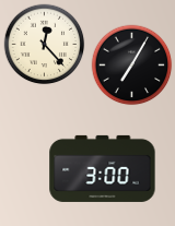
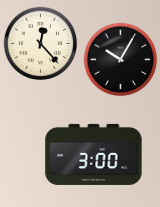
clock at (45, 45) position: (45, 45) -> (41, 44)
clock at (132, 66): 7:05 -> 10:05
